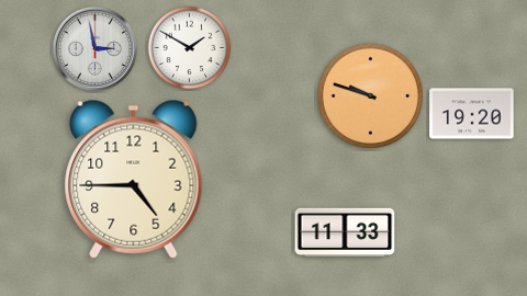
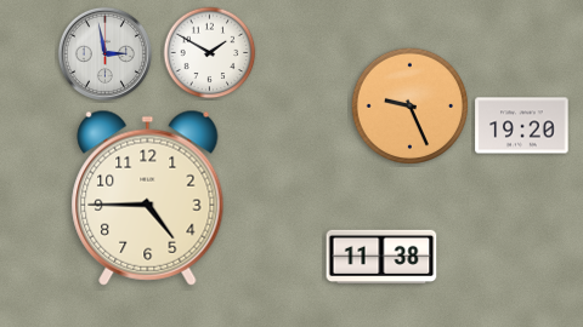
clock at (371, 96): 9:48 -> 9:26
clock at (345, 232): 11:33 -> 11:38
